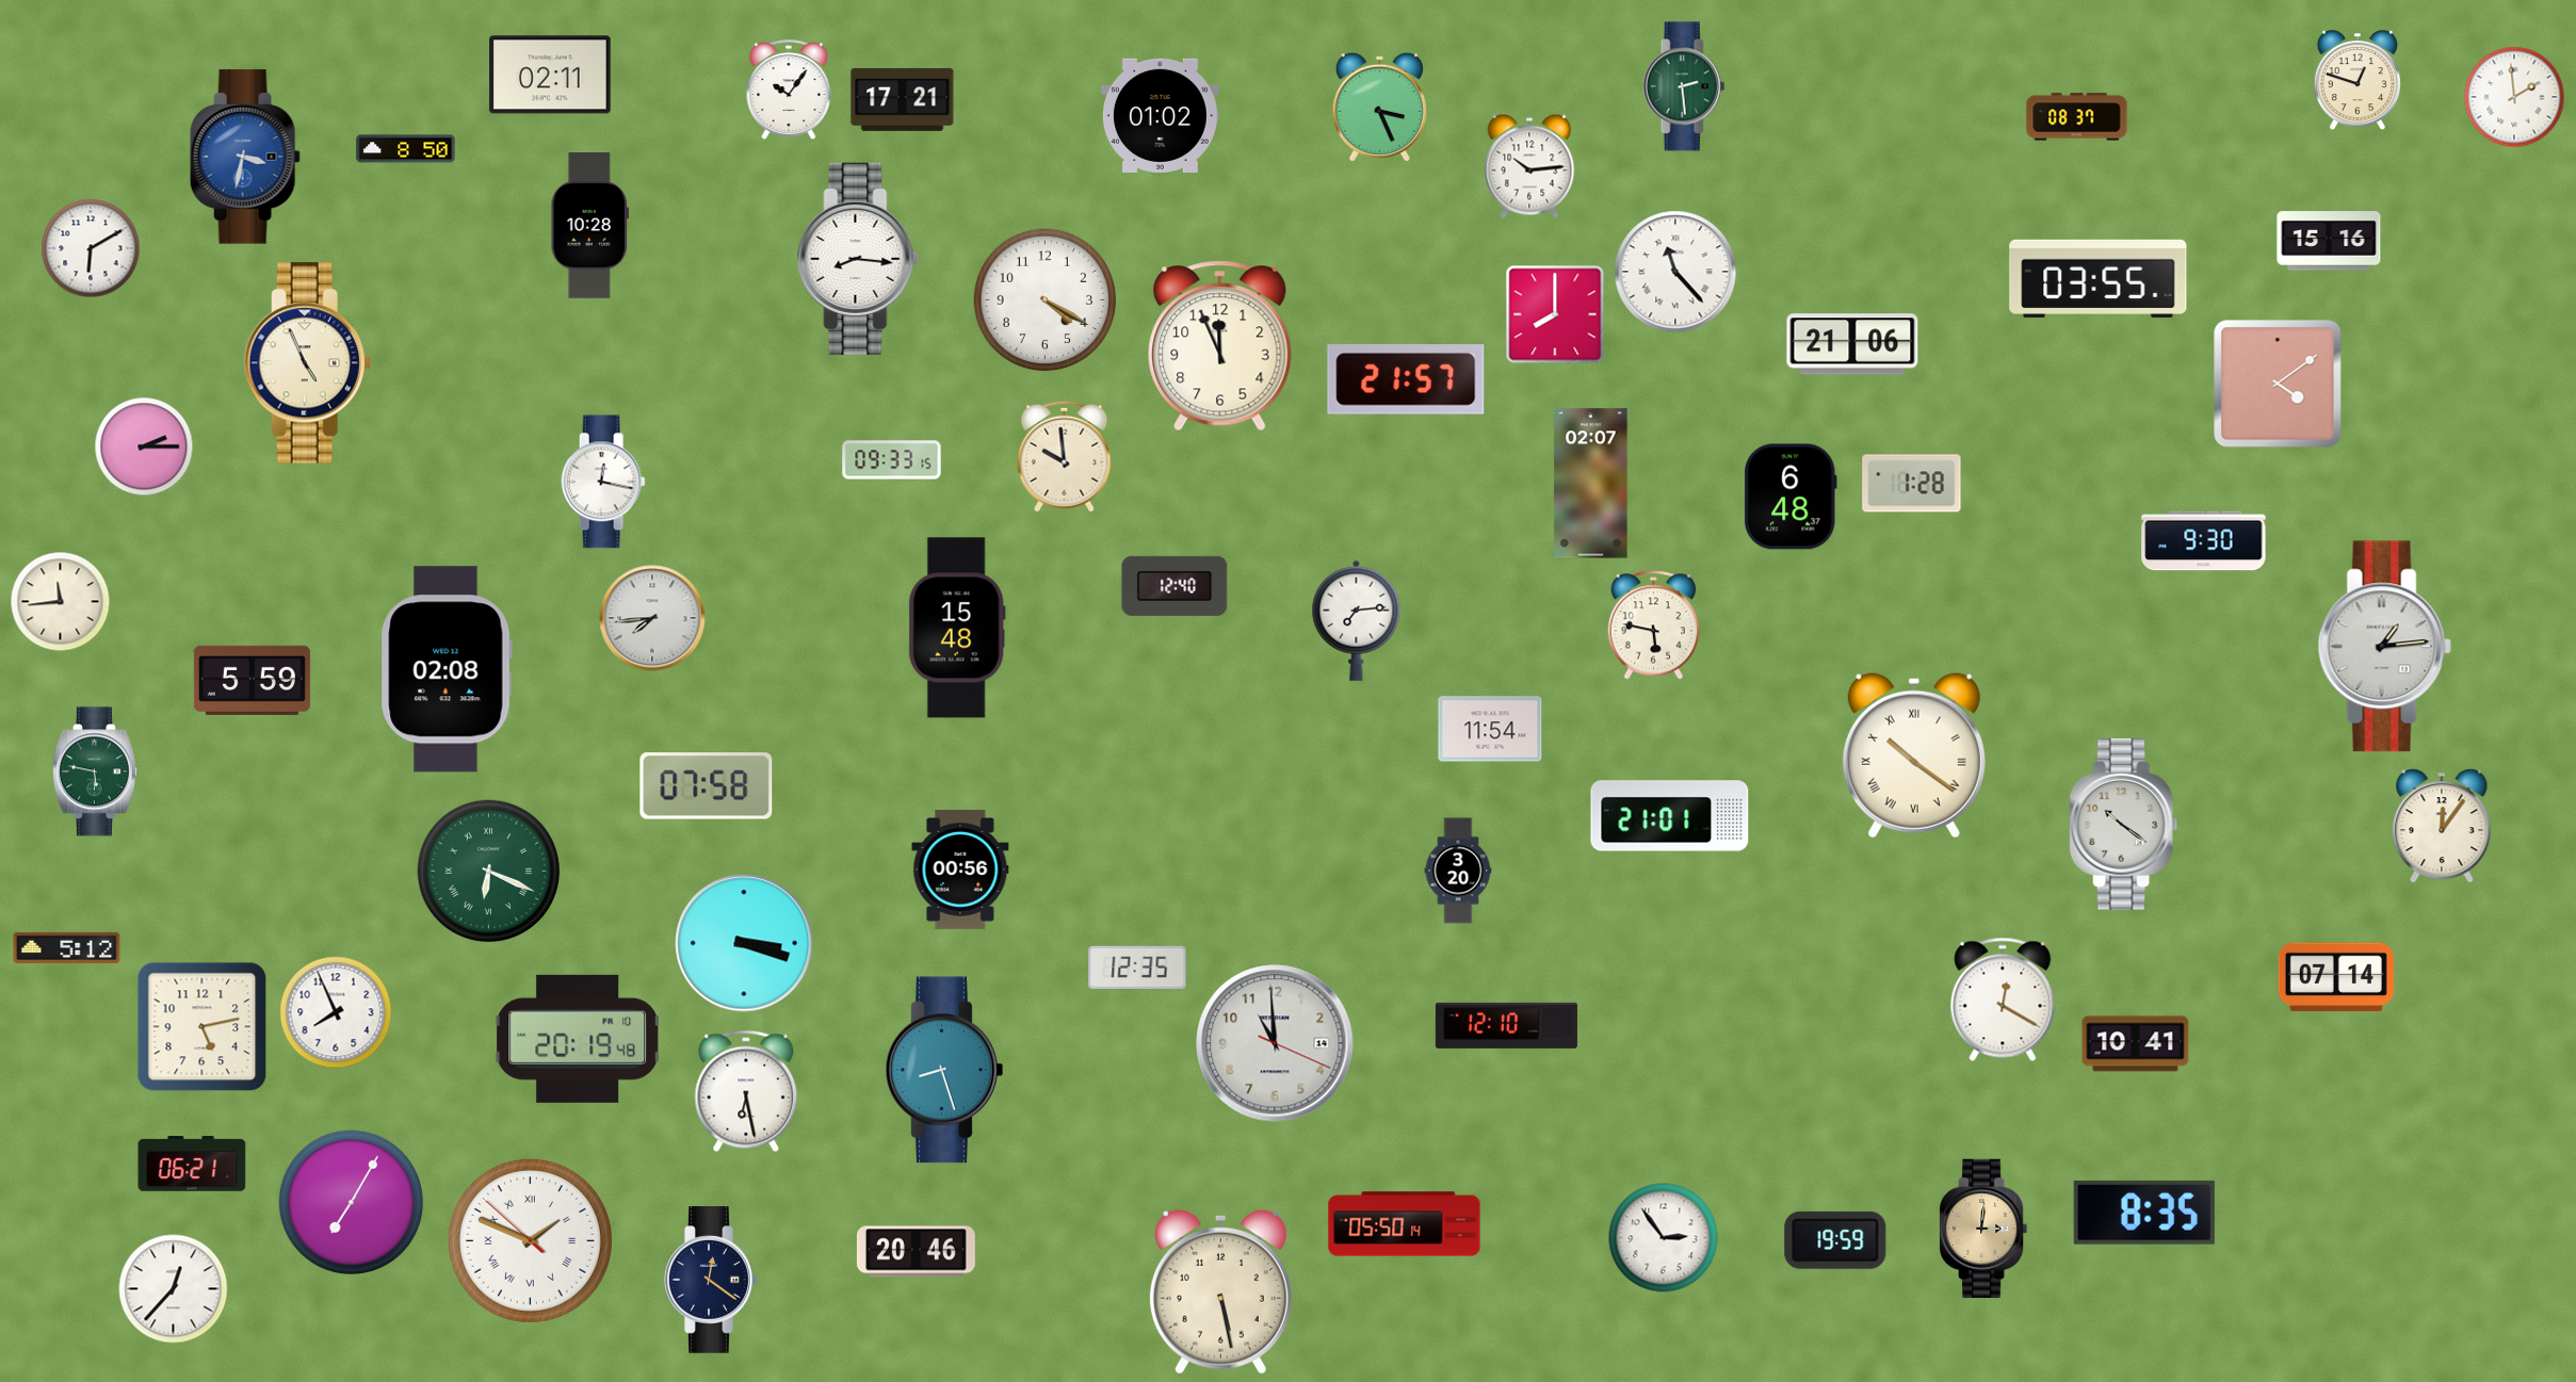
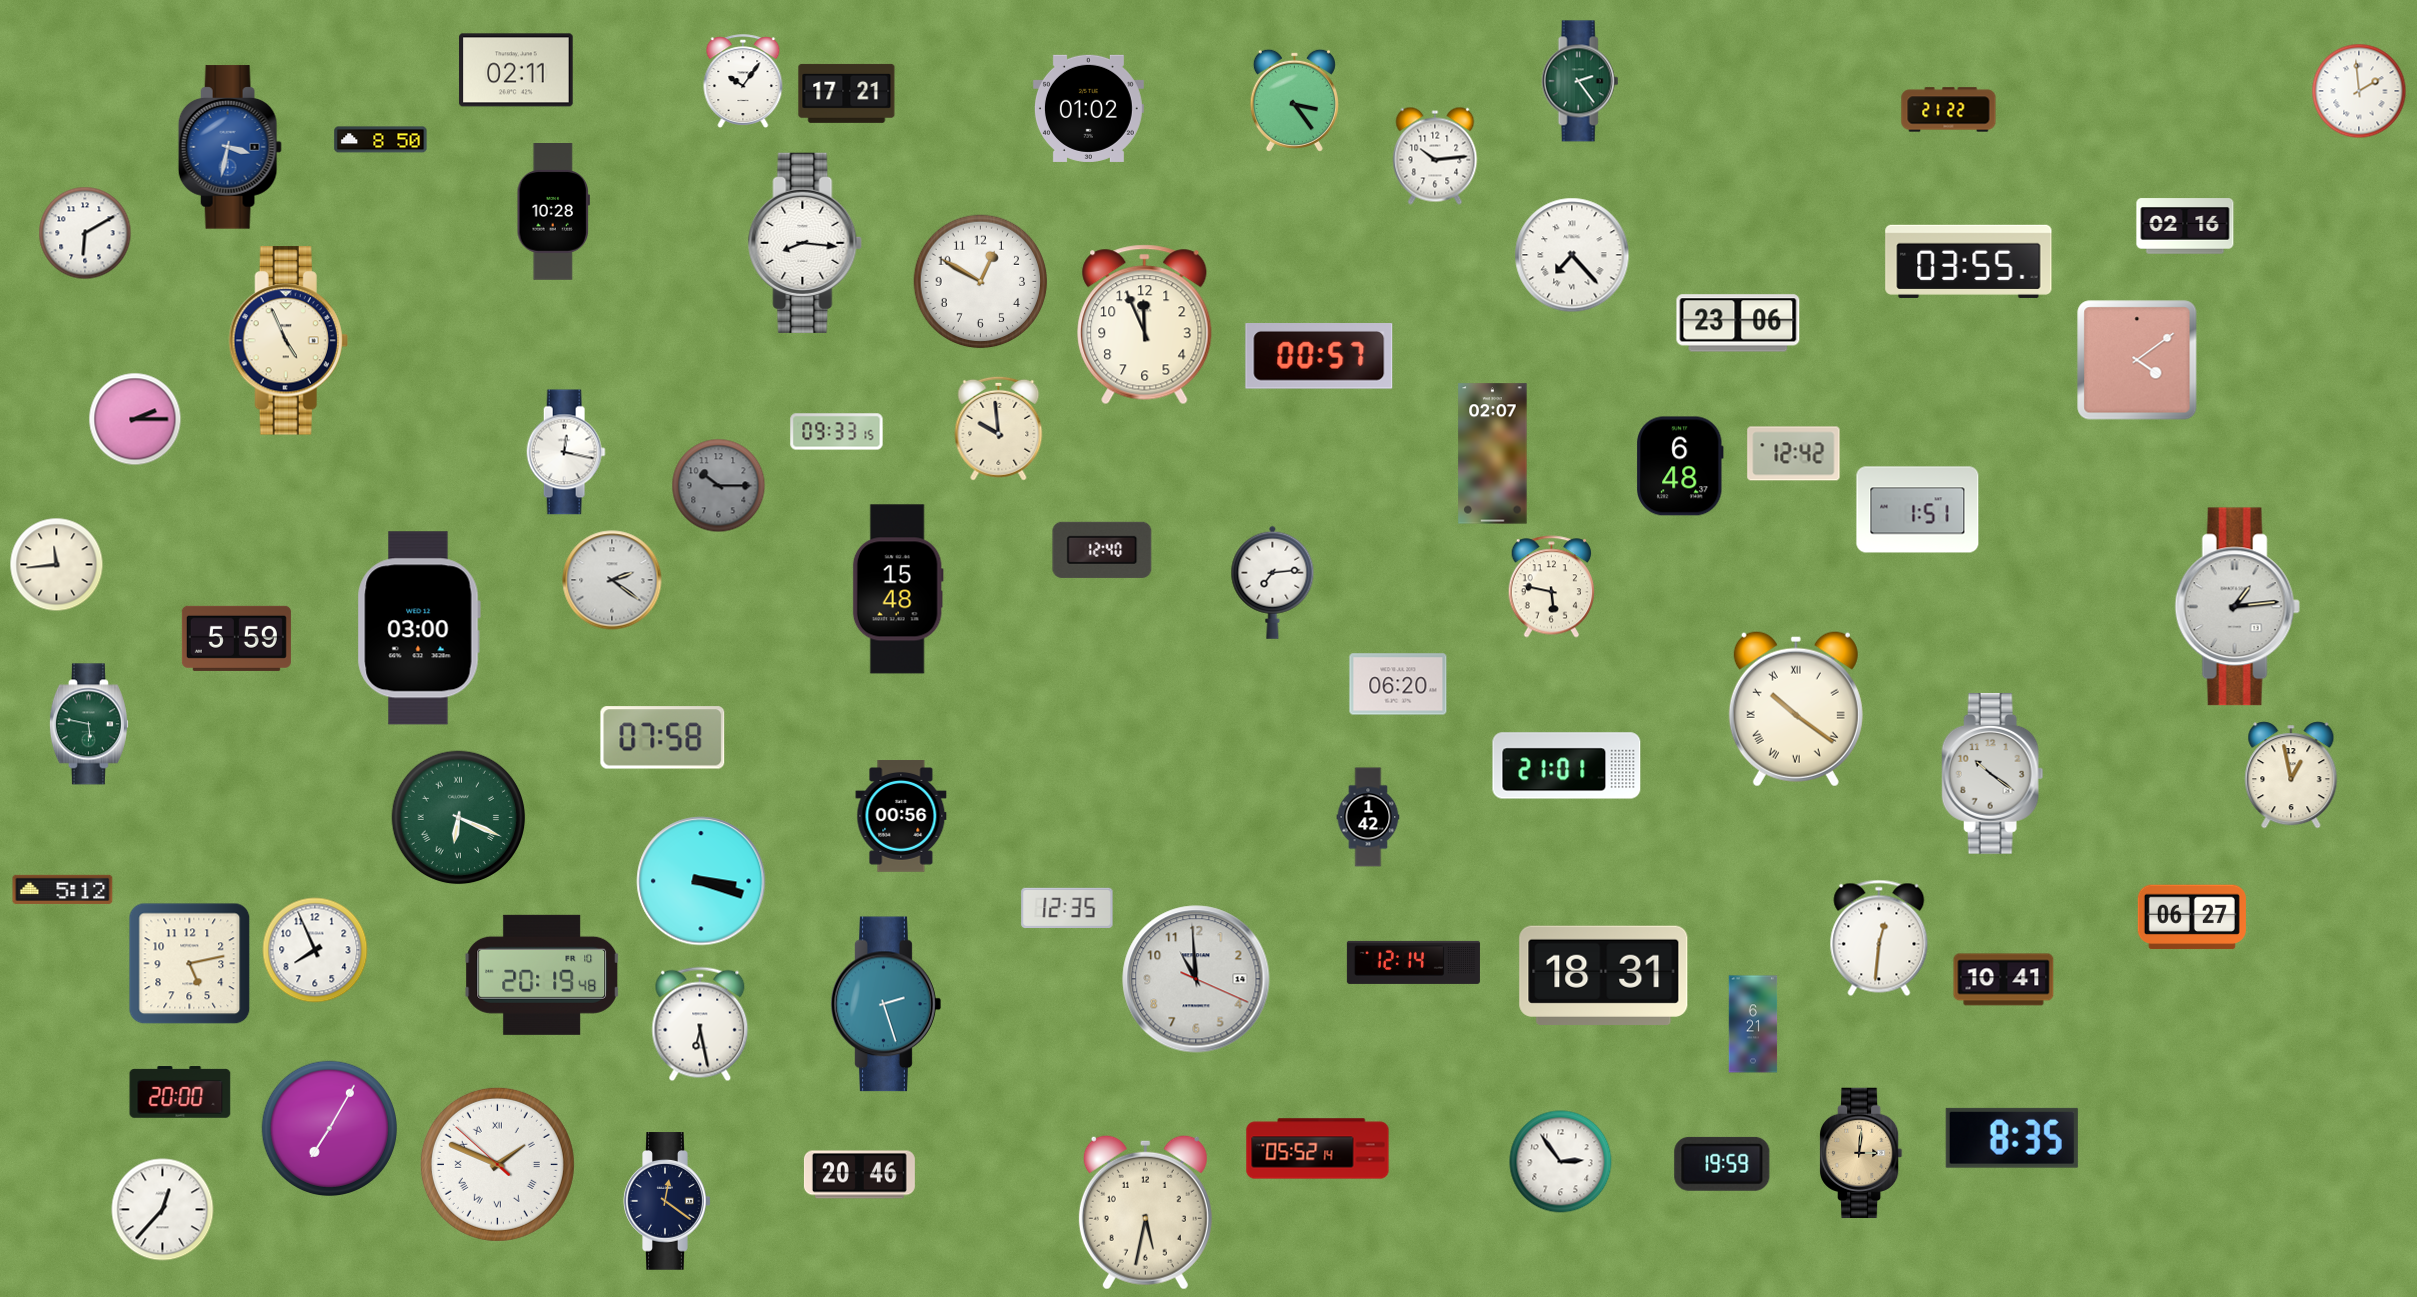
clock at (2358, 81): 12:48 -> none
clock at (1684, 86): 2:29 -> 2:24
clock at (789, 90) position: (789, 90) -> (743, 81)
clock at (1379, 107): 3:26 -> 3:24
clock at (2077, 117): 08:37 -> 21:22
clock at (2329, 241): 15:16 -> 02:16
clock at (1675, 272): 11:23 -> 7:23
clock at (1046, 300): 4:20 -> 12:50
clock at (1555, 314): 8:00 -> none
clock at (1852, 344): 21:06 -> 23:06
clock at (1406, 380): 21:57 -> 00:57
clock at (1912, 484): 1:28 -> 12:42
clock at (719, 486): none -> 10:15
clock at (2204, 541): 9:30 -> none
clock at (1918, 510): none -> 1:51
clock at (652, 618): 7:44 -> 2:21
clock at (447, 669): 02:08 -> 03:00
clock at (1490, 729): 11:54 -> 06:20
clock at (2442, 826): 12:06 -> 12:58
clock at (1458, 871): 3:20 -> 1:42
clock at (744, 943) position: (744, 943) -> (701, 881)
clock at (2336, 977): 07:14 -> 06:27
clock at (2003, 999): 12:20 -> 12:31
clock at (1506, 1025): 12:10 -> 12:14
clock at (1604, 975): none -> 18:31
clock at (944, 1070): 8:27 -> 2:27
clock at (1753, 1024): none -> 6:21
clock at (192, 1164): 06:21 -> 20:00
clock at (1405, 1224): 05:50 -> 05:52
clock at (1220, 1291): 5:28 -> 5:32
